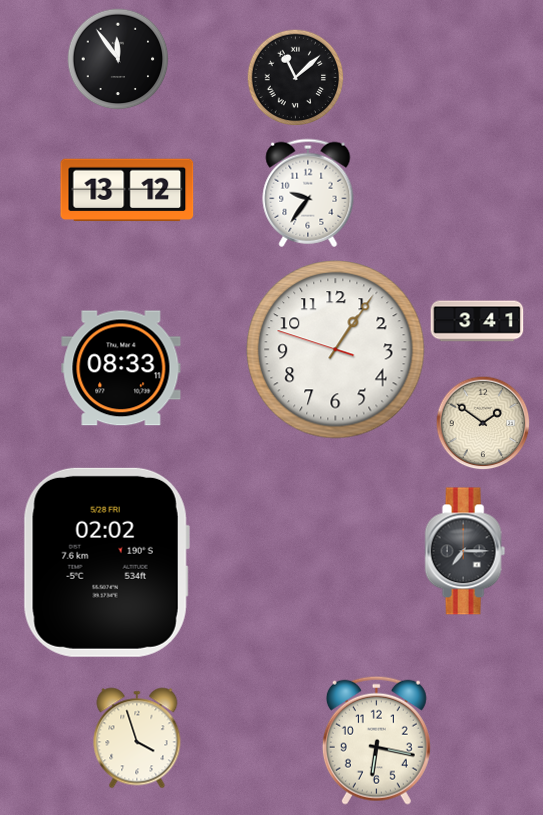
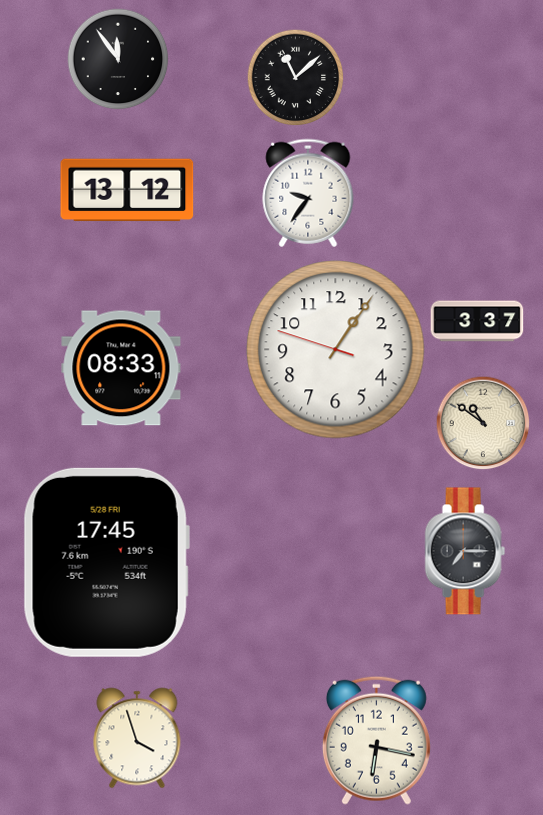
clock at (477, 321): 3:41 -> 3:37
clock at (483, 423): 1:51 -> 10:51
clock at (106, 562): 02:02 -> 17:45
